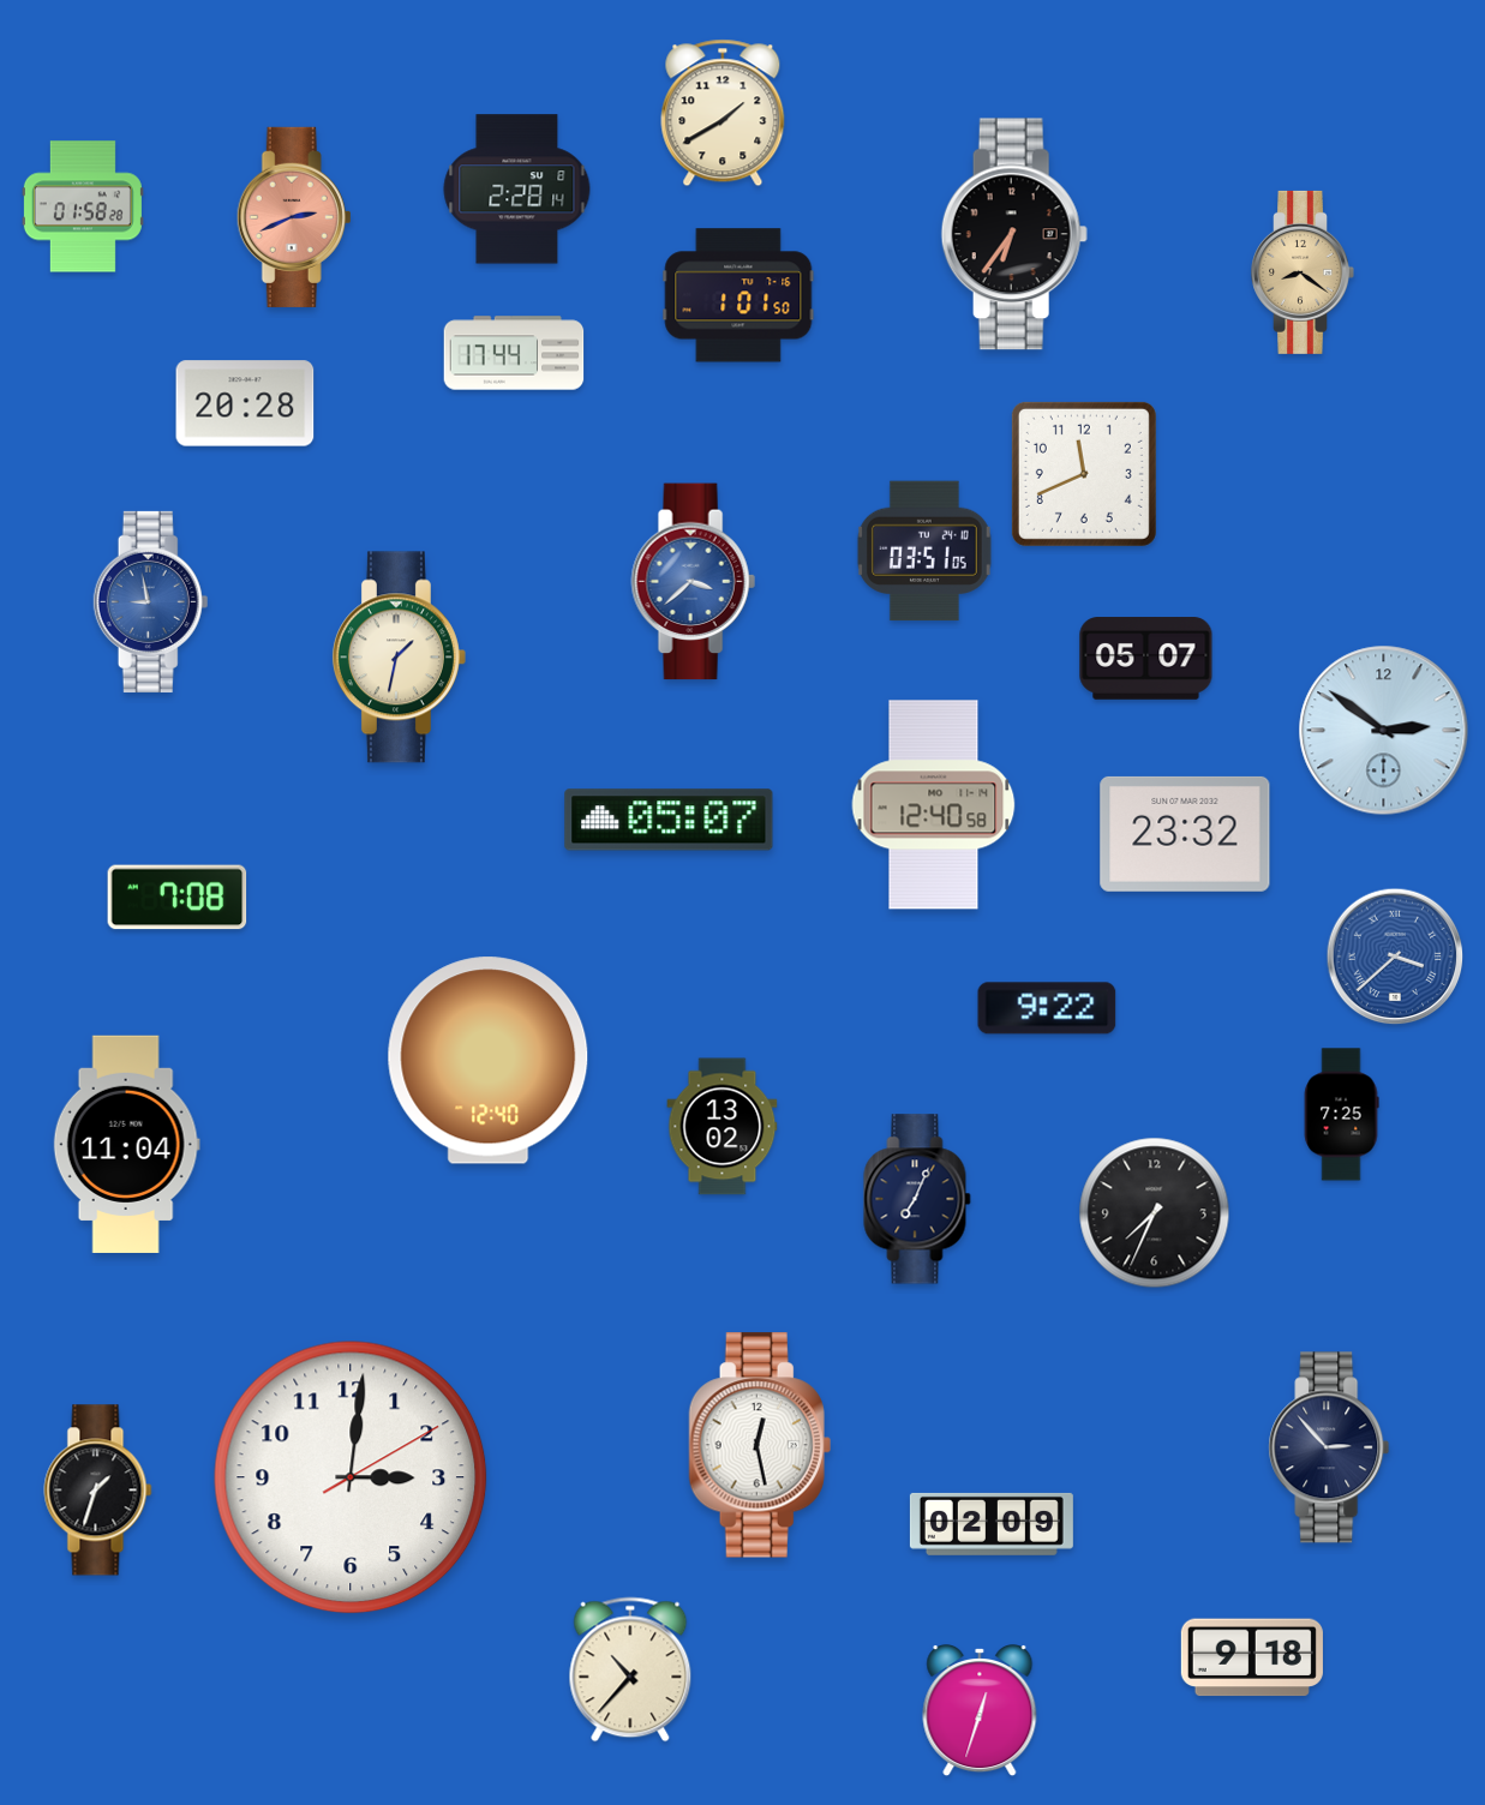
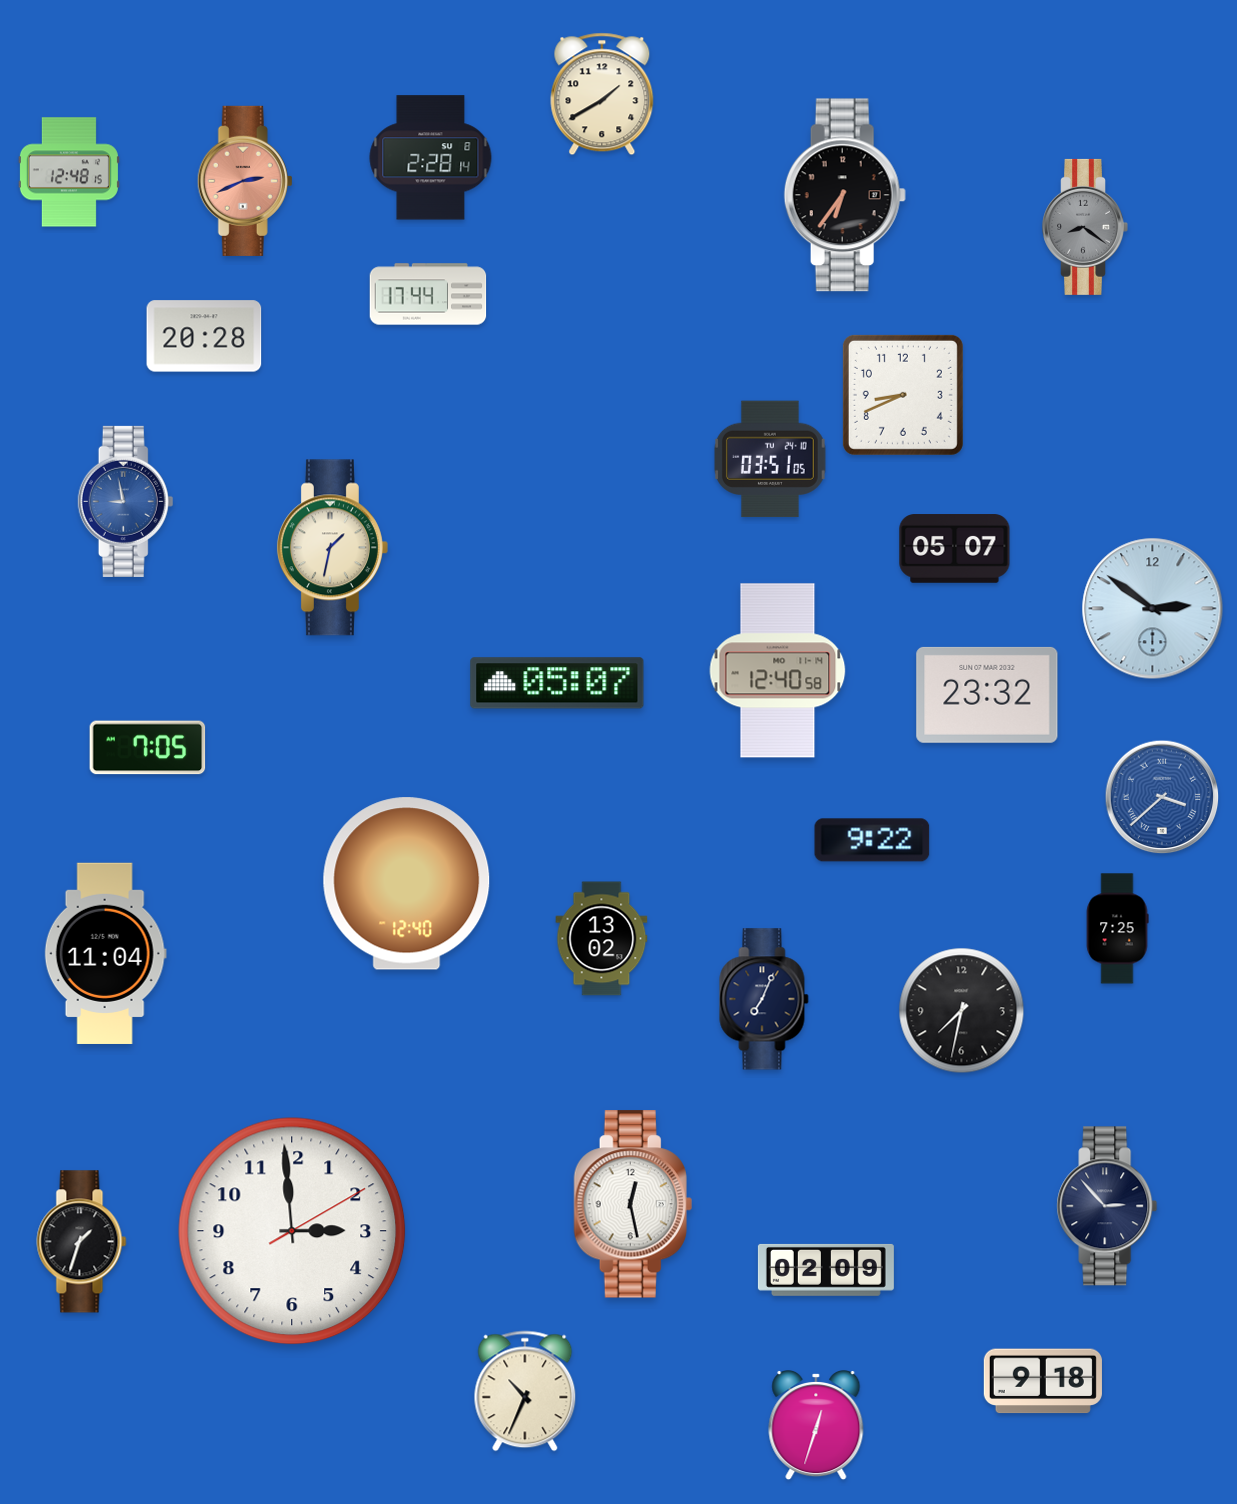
clock at (83, 206): 01:58 -> 12:48
clock at (1303, 272) dial: champagne -> grey
clock at (738, 295): 1:01 -> none
clock at (1084, 474): 11:41 -> 8:41
clock at (693, 582): 3:38 -> none
clock at (178, 898): 7:08 -> 7:05
clock at (1155, 1213): 7:34 -> 7:32
clock at (351, 1477): 3:01 -> 2:59
clock at (630, 1669): 10:37 -> 10:34
